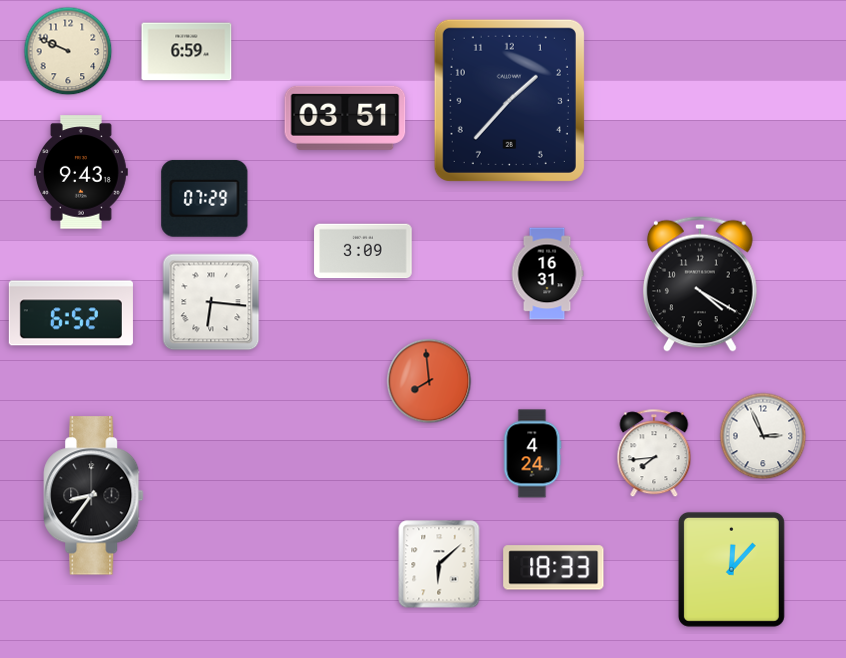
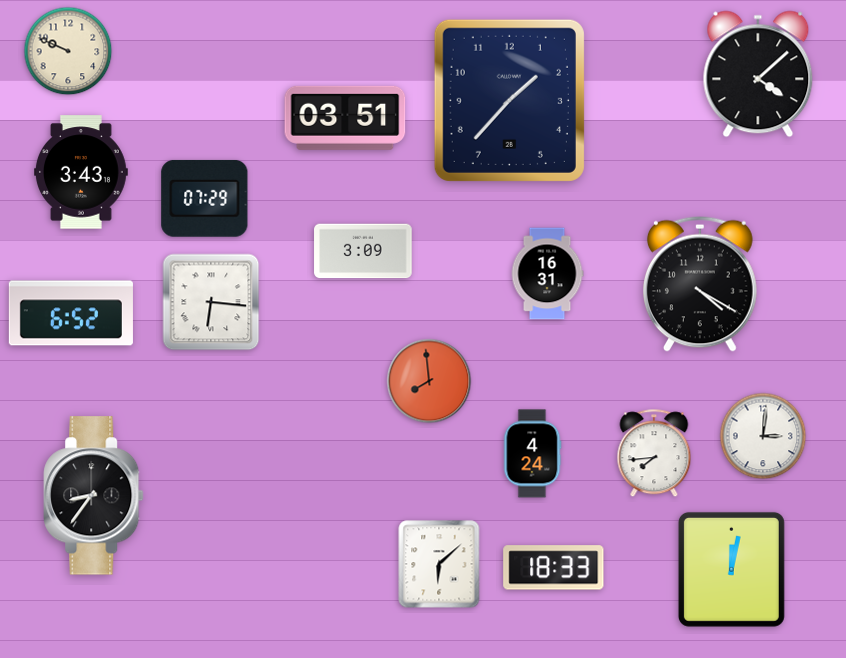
clock at (187, 52): 6:59 -> none
clock at (758, 74): none -> 4:08
clock at (82, 172): 9:43 -> 3:43
clock at (763, 436): 2:56 -> 3:01
clock at (731, 569): 12:07 -> 12:02
